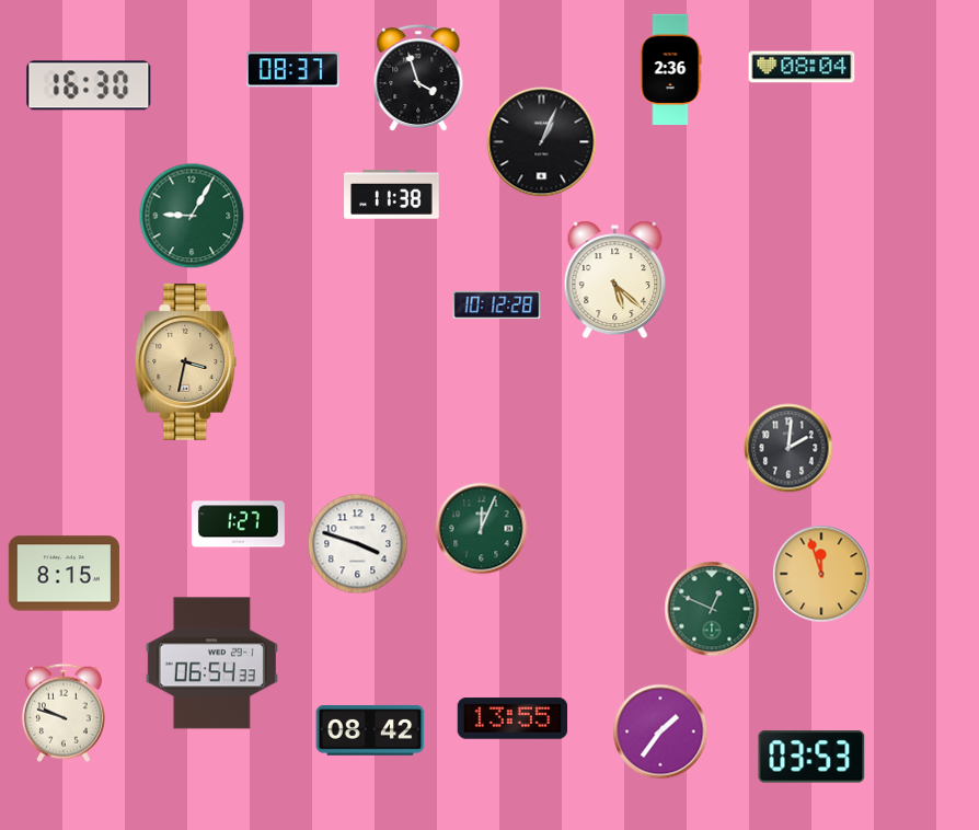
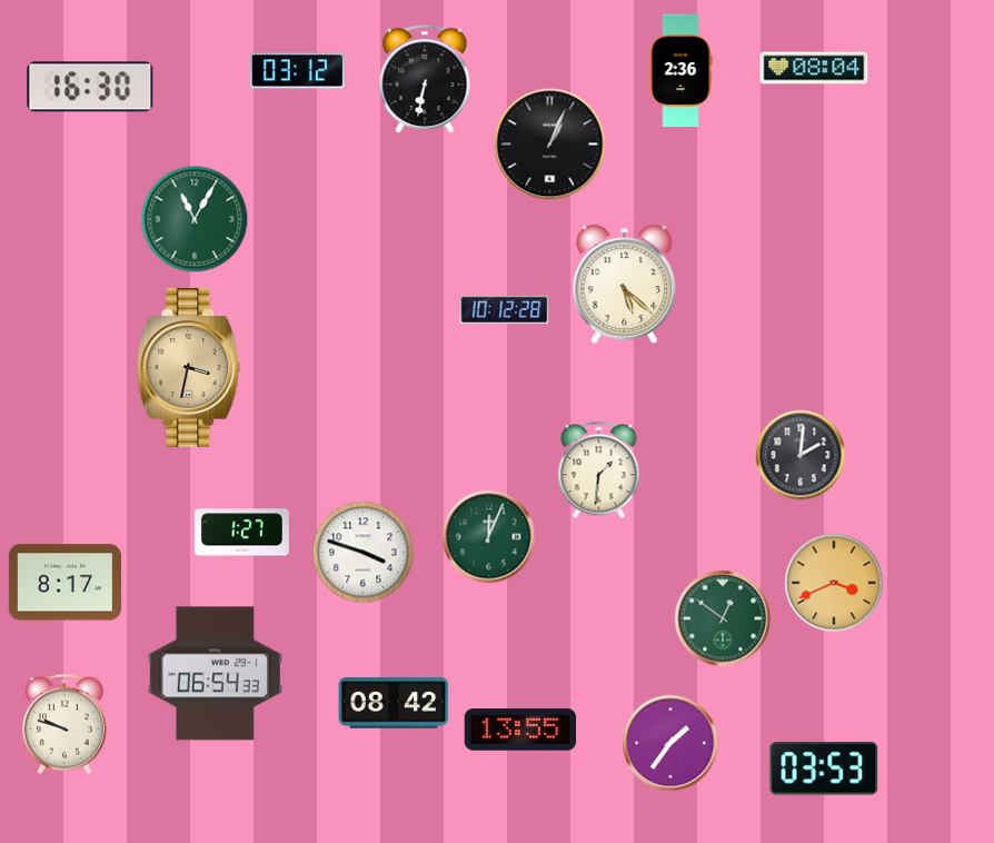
clock at (292, 70): 08:37 -> 03:12
clock at (418, 78): 3:57 -> 6:32
clock at (392, 195): 11:38 -> none
clock at (192, 216): 9:05 -> 11:05
clock at (599, 470): none -> 1:31
clock at (64, 574): 8:15 -> 8:17
clock at (821, 574): 11:57 -> 3:41
clock at (712, 609): 12:49 -> 12:51
clock at (370, 730) position: (370, 730) -> (394, 703)
